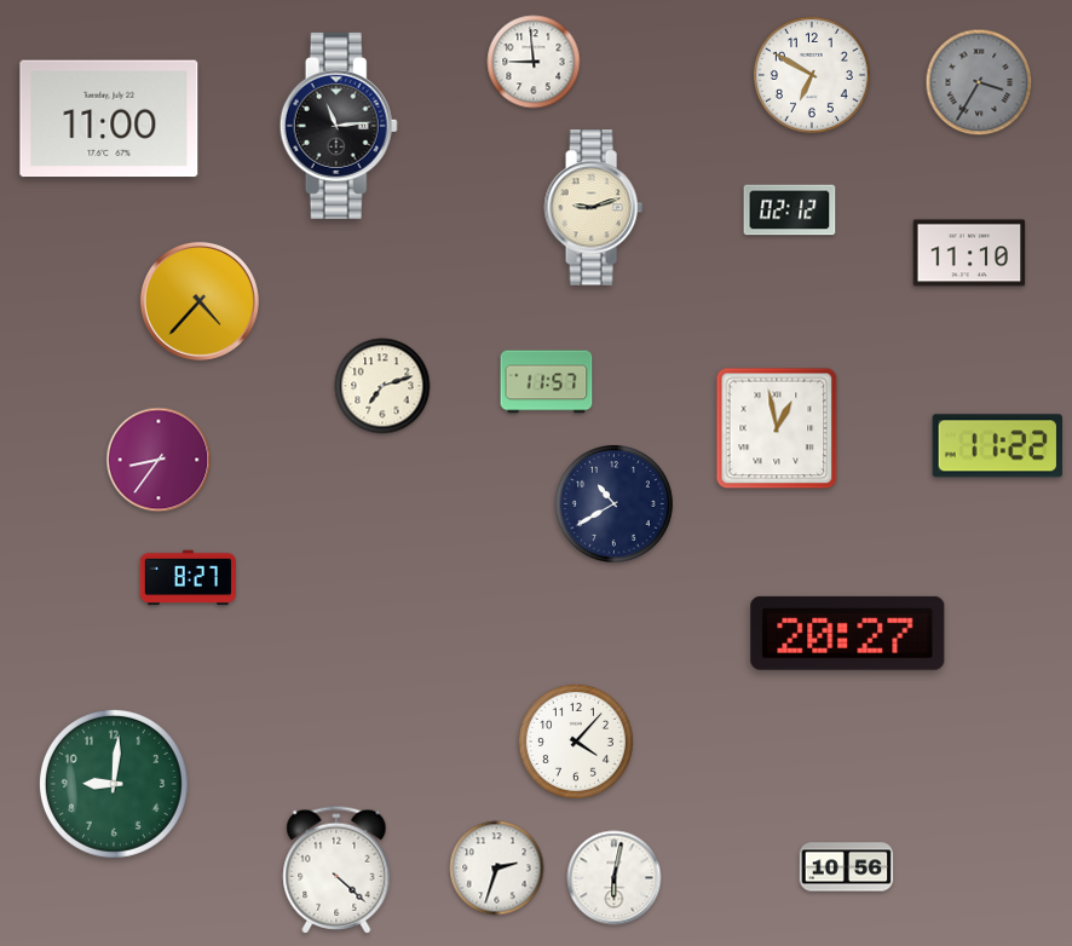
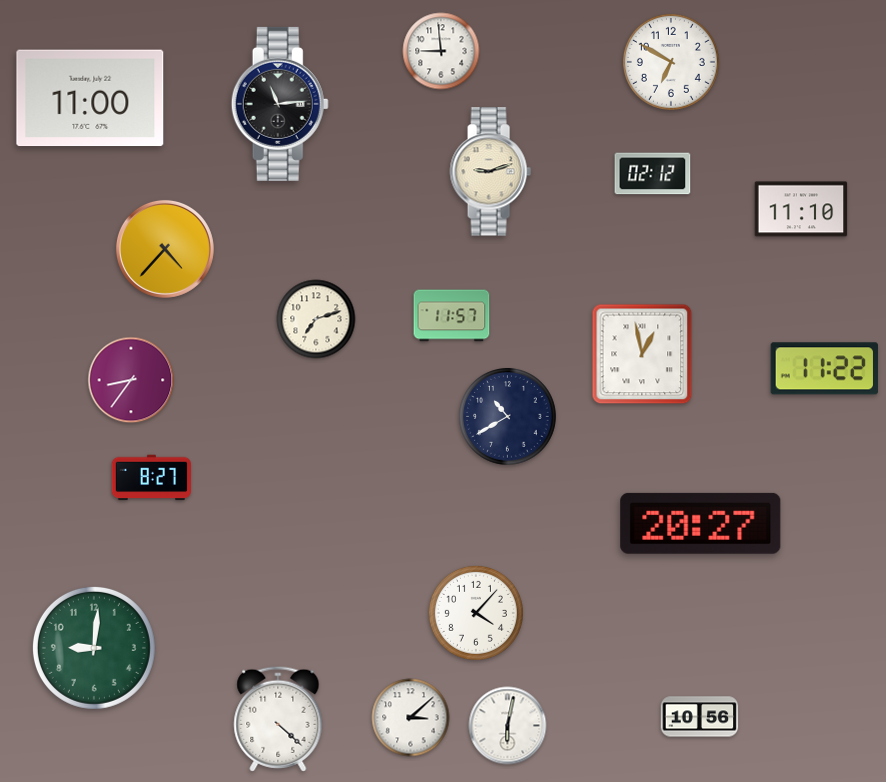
clock at (979, 82): 3:35 -> none
clock at (188, 578) position: (188, 578) -> (151, 478)
clock at (497, 869): 2:33 -> 3:08
